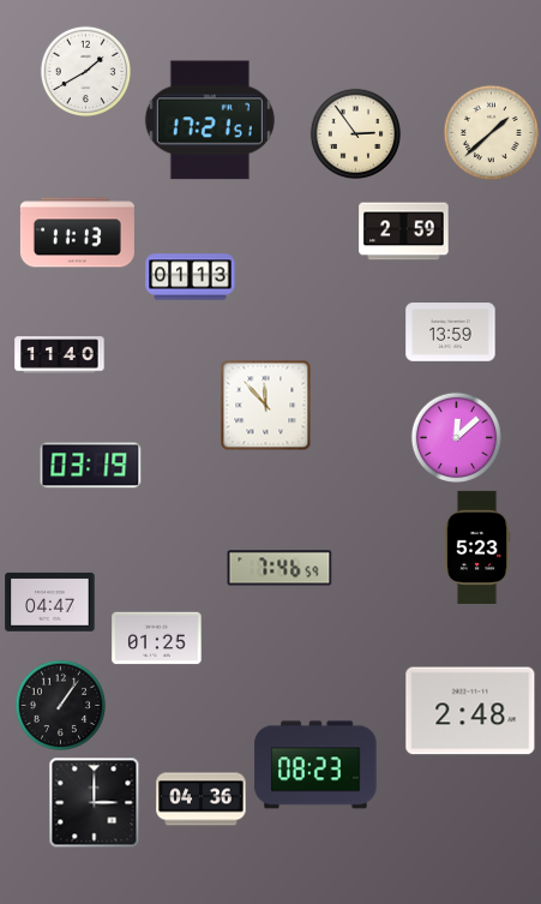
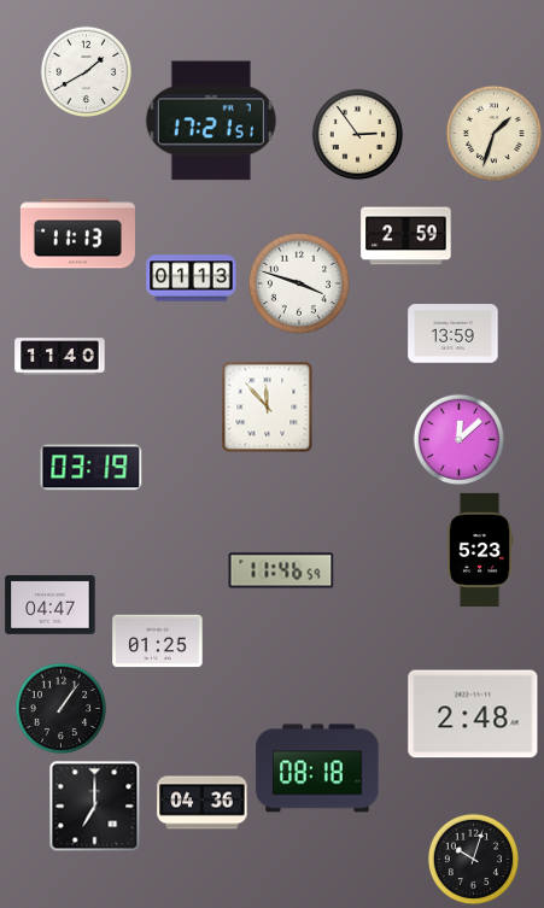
clock at (491, 132): 1:38 -> 1:33
clock at (404, 232) position: (404, 232) -> (406, 236)
clock at (299, 283): none -> 3:48
clock at (279, 568): 7:46 -> 11:46
clock at (315, 765): 08:23 -> 08:18
clock at (95, 803): 3:00 -> 7:00
clock at (473, 859): none -> 10:03
